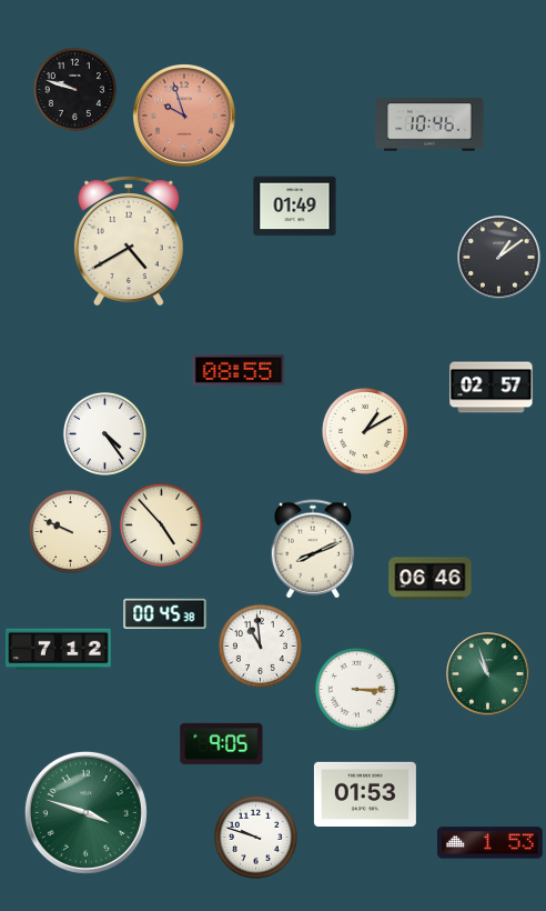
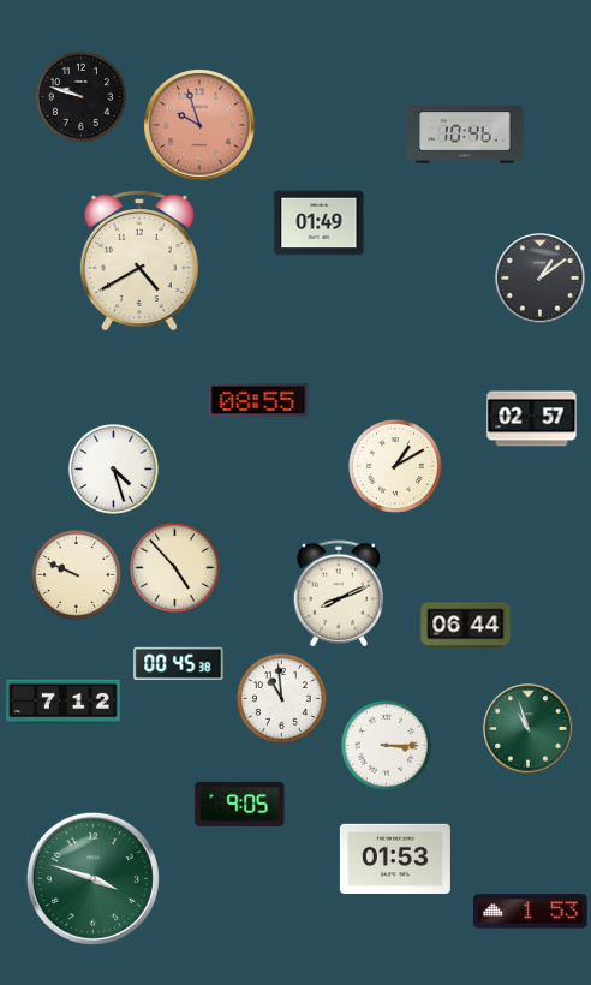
clock at (104, 433): 4:24 -> 4:27
clock at (431, 579): 06:46 -> 06:44
clock at (255, 837): 9:48 -> none
